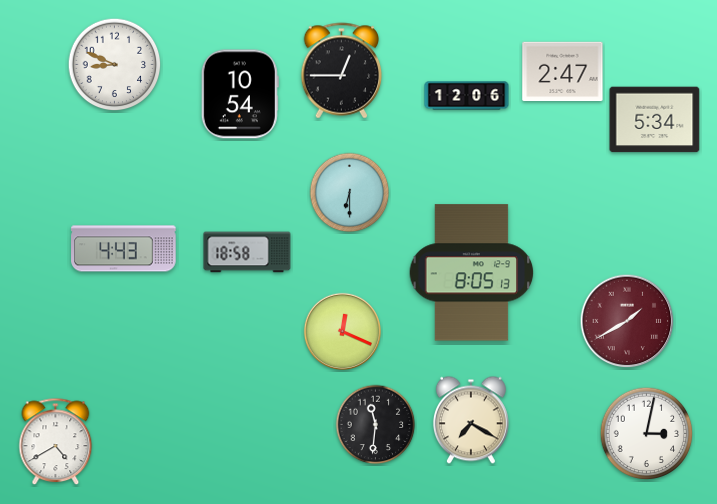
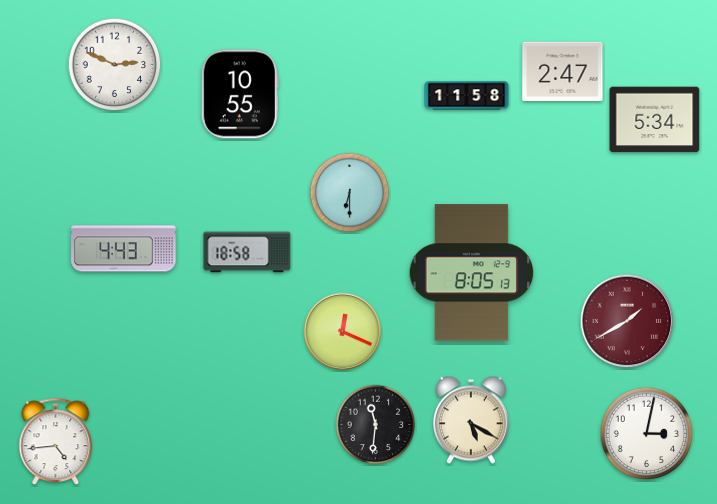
clock at (115, 65): 8:49 -> 2:49
clock at (342, 71): 12:45 -> none
clock at (240, 94): 10:54 -> 10:55
clock at (467, 96): 12:06 -> 11:58
clock at (471, 420): 7:20 -> 5:20
clock at (56, 442): 4:40 -> 4:44
